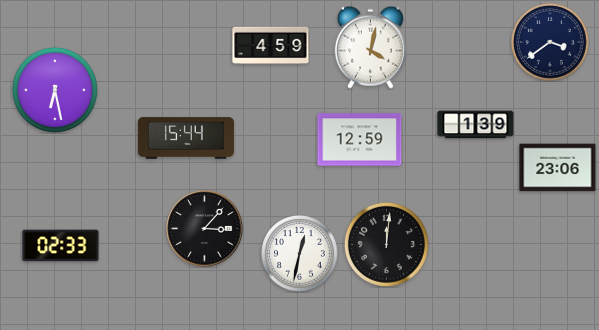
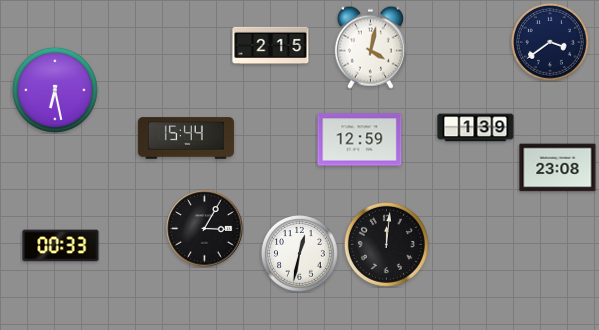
clock at (271, 45): 4:59 -> 2:15
clock at (476, 125) position: (476, 125) -> (476, 128)
clock at (558, 168): 23:06 -> 23:08
clock at (205, 229): 3:07 -> 3:05
clock at (61, 246): 02:33 -> 00:33
